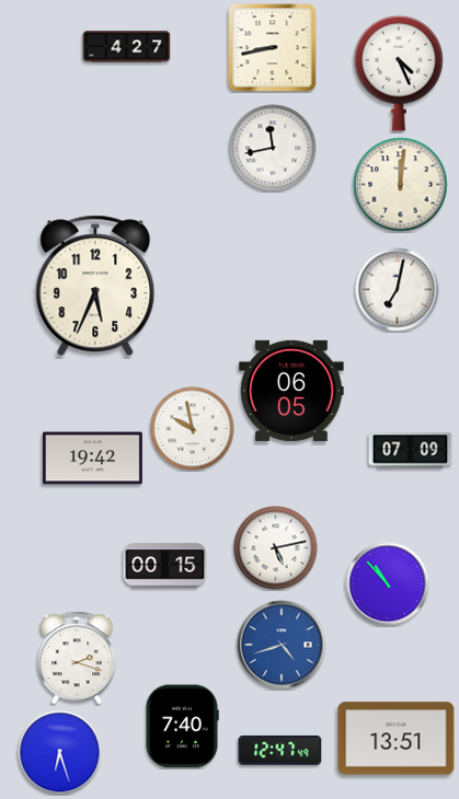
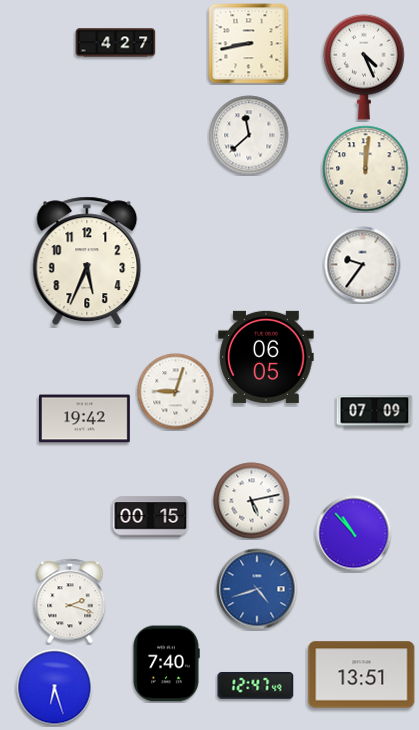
clock at (273, 148): 11:43 -> 11:38
clock at (398, 290): 7:02 -> 9:36
clock at (193, 429): 9:58 -> 9:03
